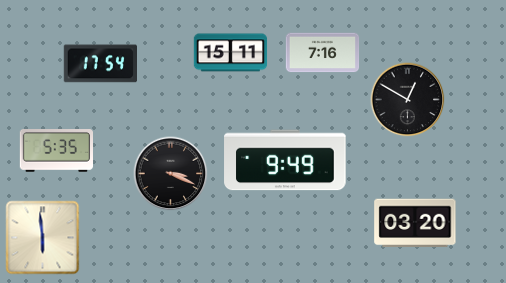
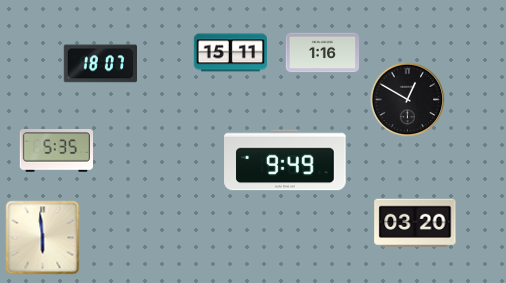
clock at (323, 53): 7:16 -> 1:16
clock at (100, 64): 17:54 -> 18:07
clock at (171, 174): 3:19 -> none
